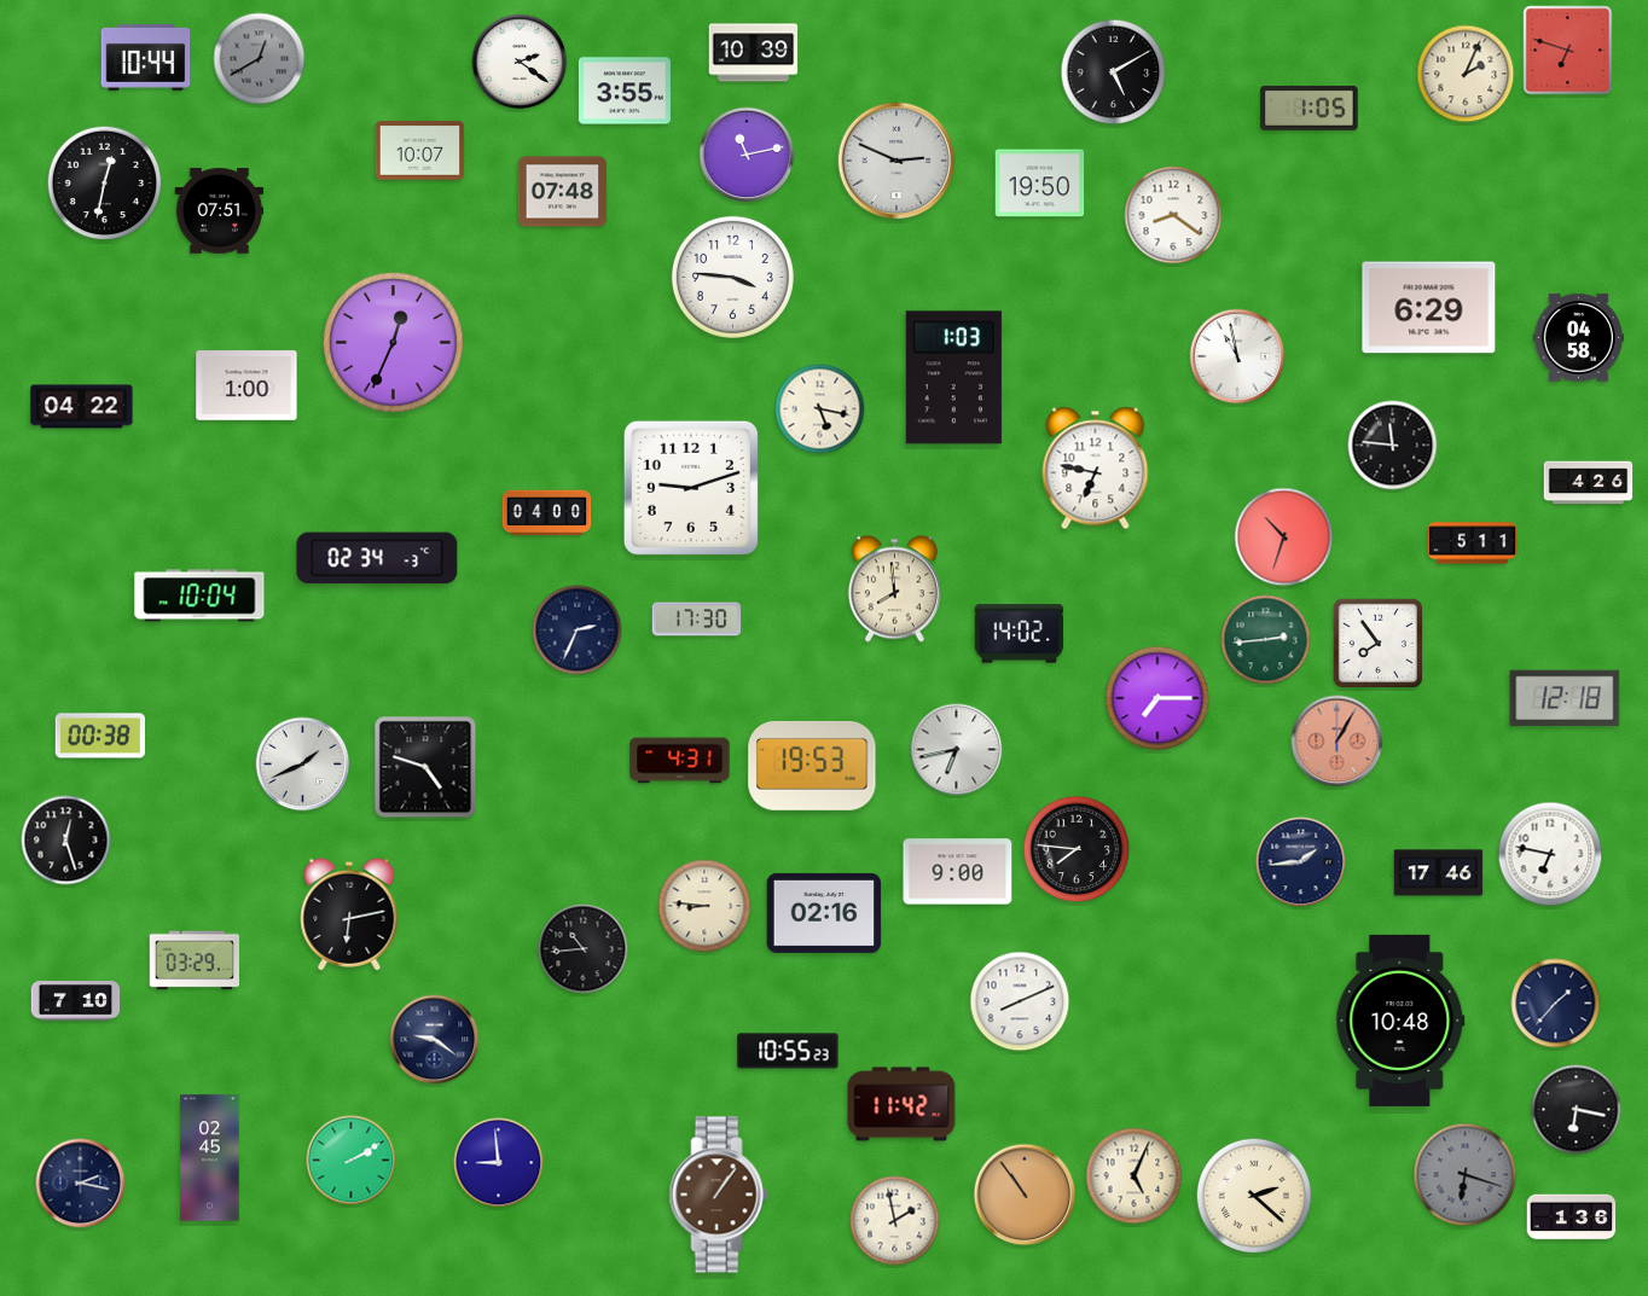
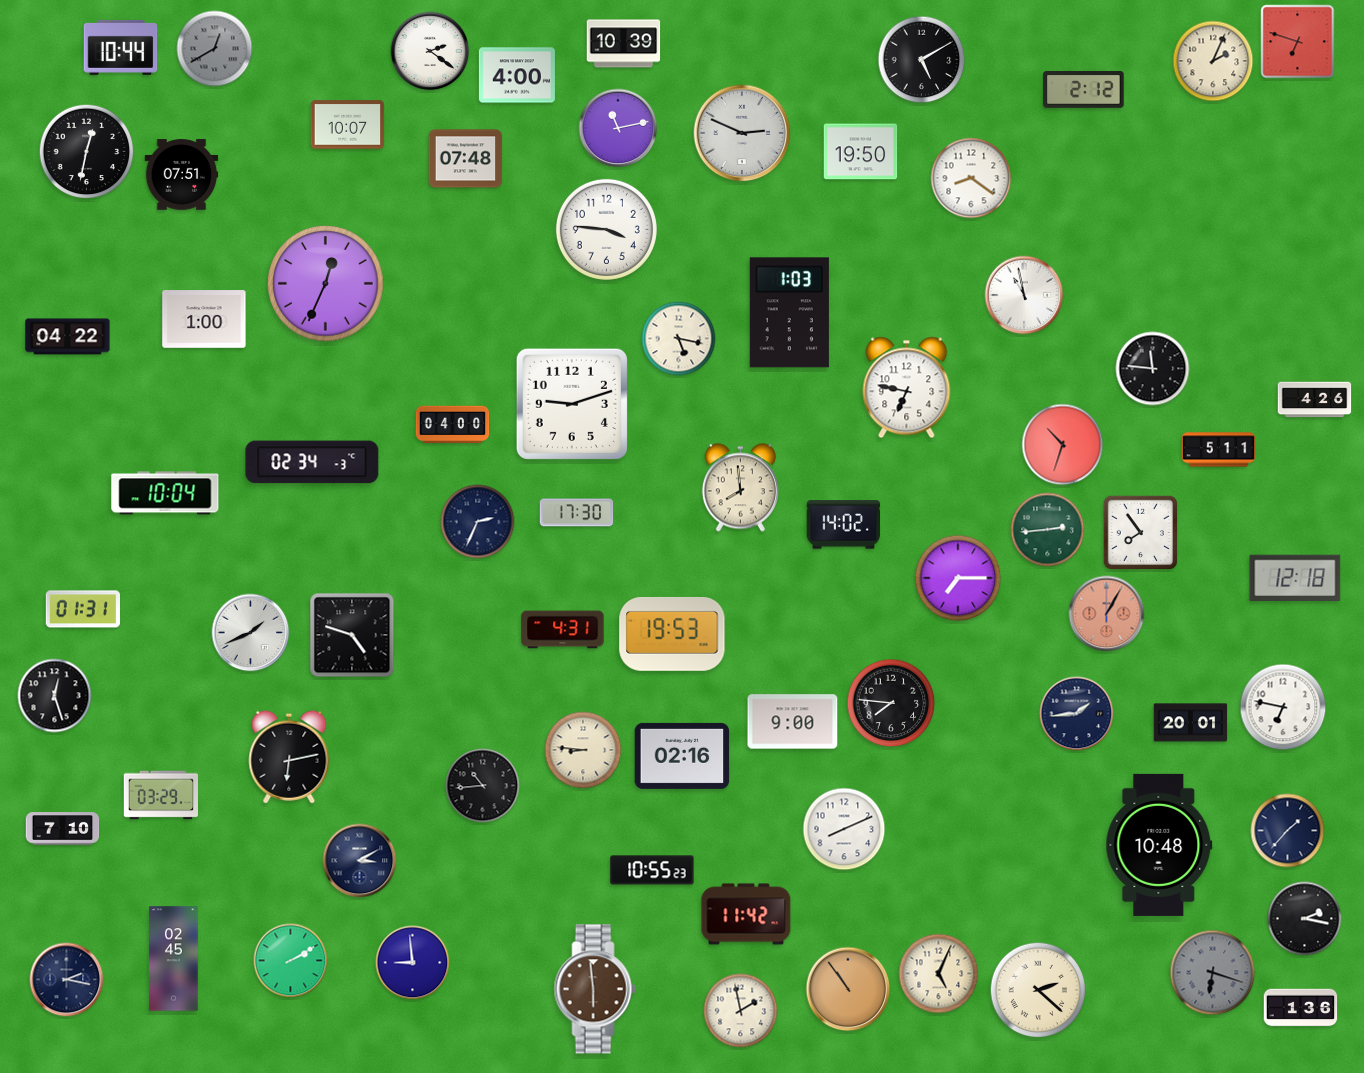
clock at (625, 91): 3:55 -> 4:00
clock at (1310, 107): 1:05 -> 2:12
clock at (1429, 308): 6:29 -> none
clock at (1578, 338): 04:58 -> none
clock at (99, 736): 00:38 -> 01:31
clock at (957, 750): 6:43 -> none
clock at (1439, 873): 17:46 -> 20:01
clock at (435, 1040): 9:21 -> 3:10
clock at (1577, 1110): 6:17 -> 2:17
clock at (719, 1195): 1:06 -> 5:59
